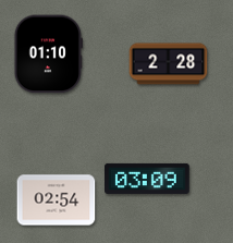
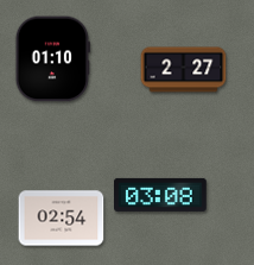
clock at (169, 64): 2:28 -> 2:27
clock at (148, 179): 03:09 -> 03:08
